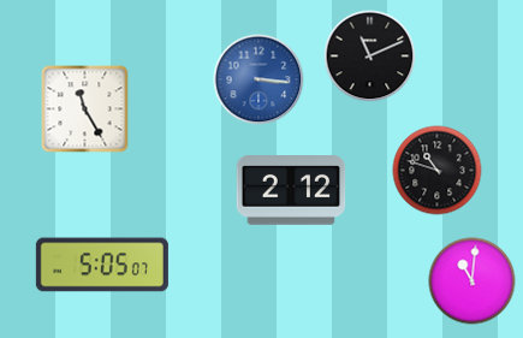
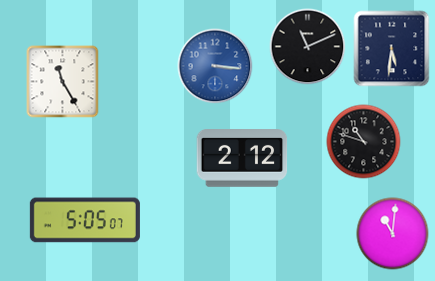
clock at (392, 49): none -> 5:31
clock at (85, 109) position: (85, 109) -> (63, 82)
